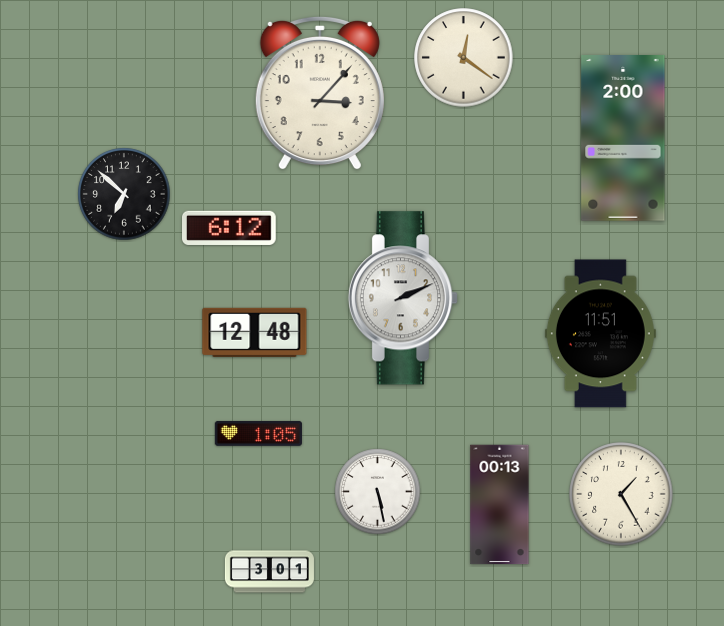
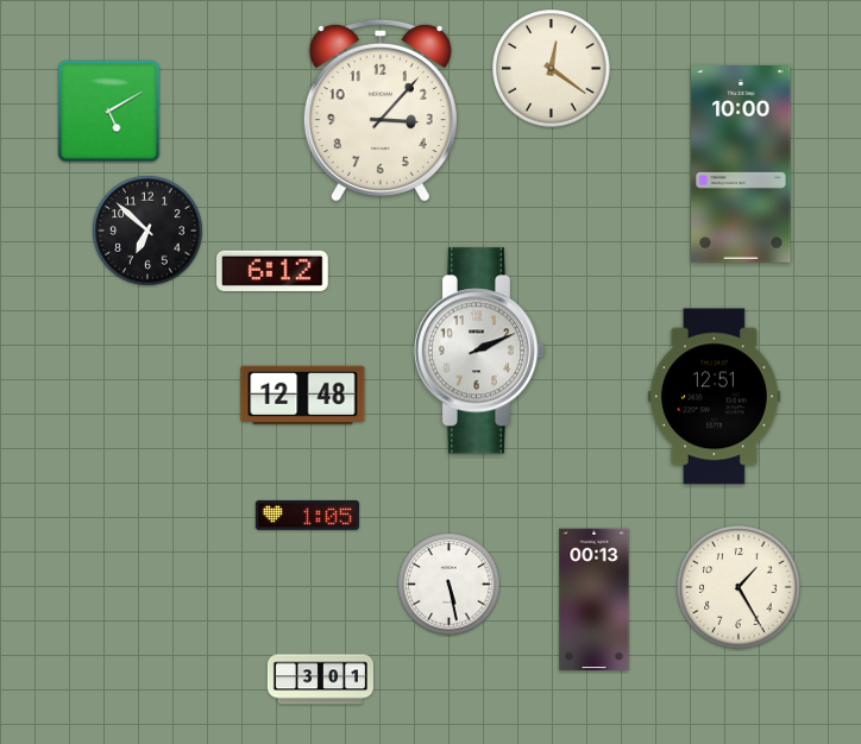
clock at (109, 112): none -> 5:10
clock at (623, 139): 2:00 -> 10:00
clock at (403, 298) position: (403, 298) -> (479, 351)
clock at (600, 334): 11:51 -> 12:51
